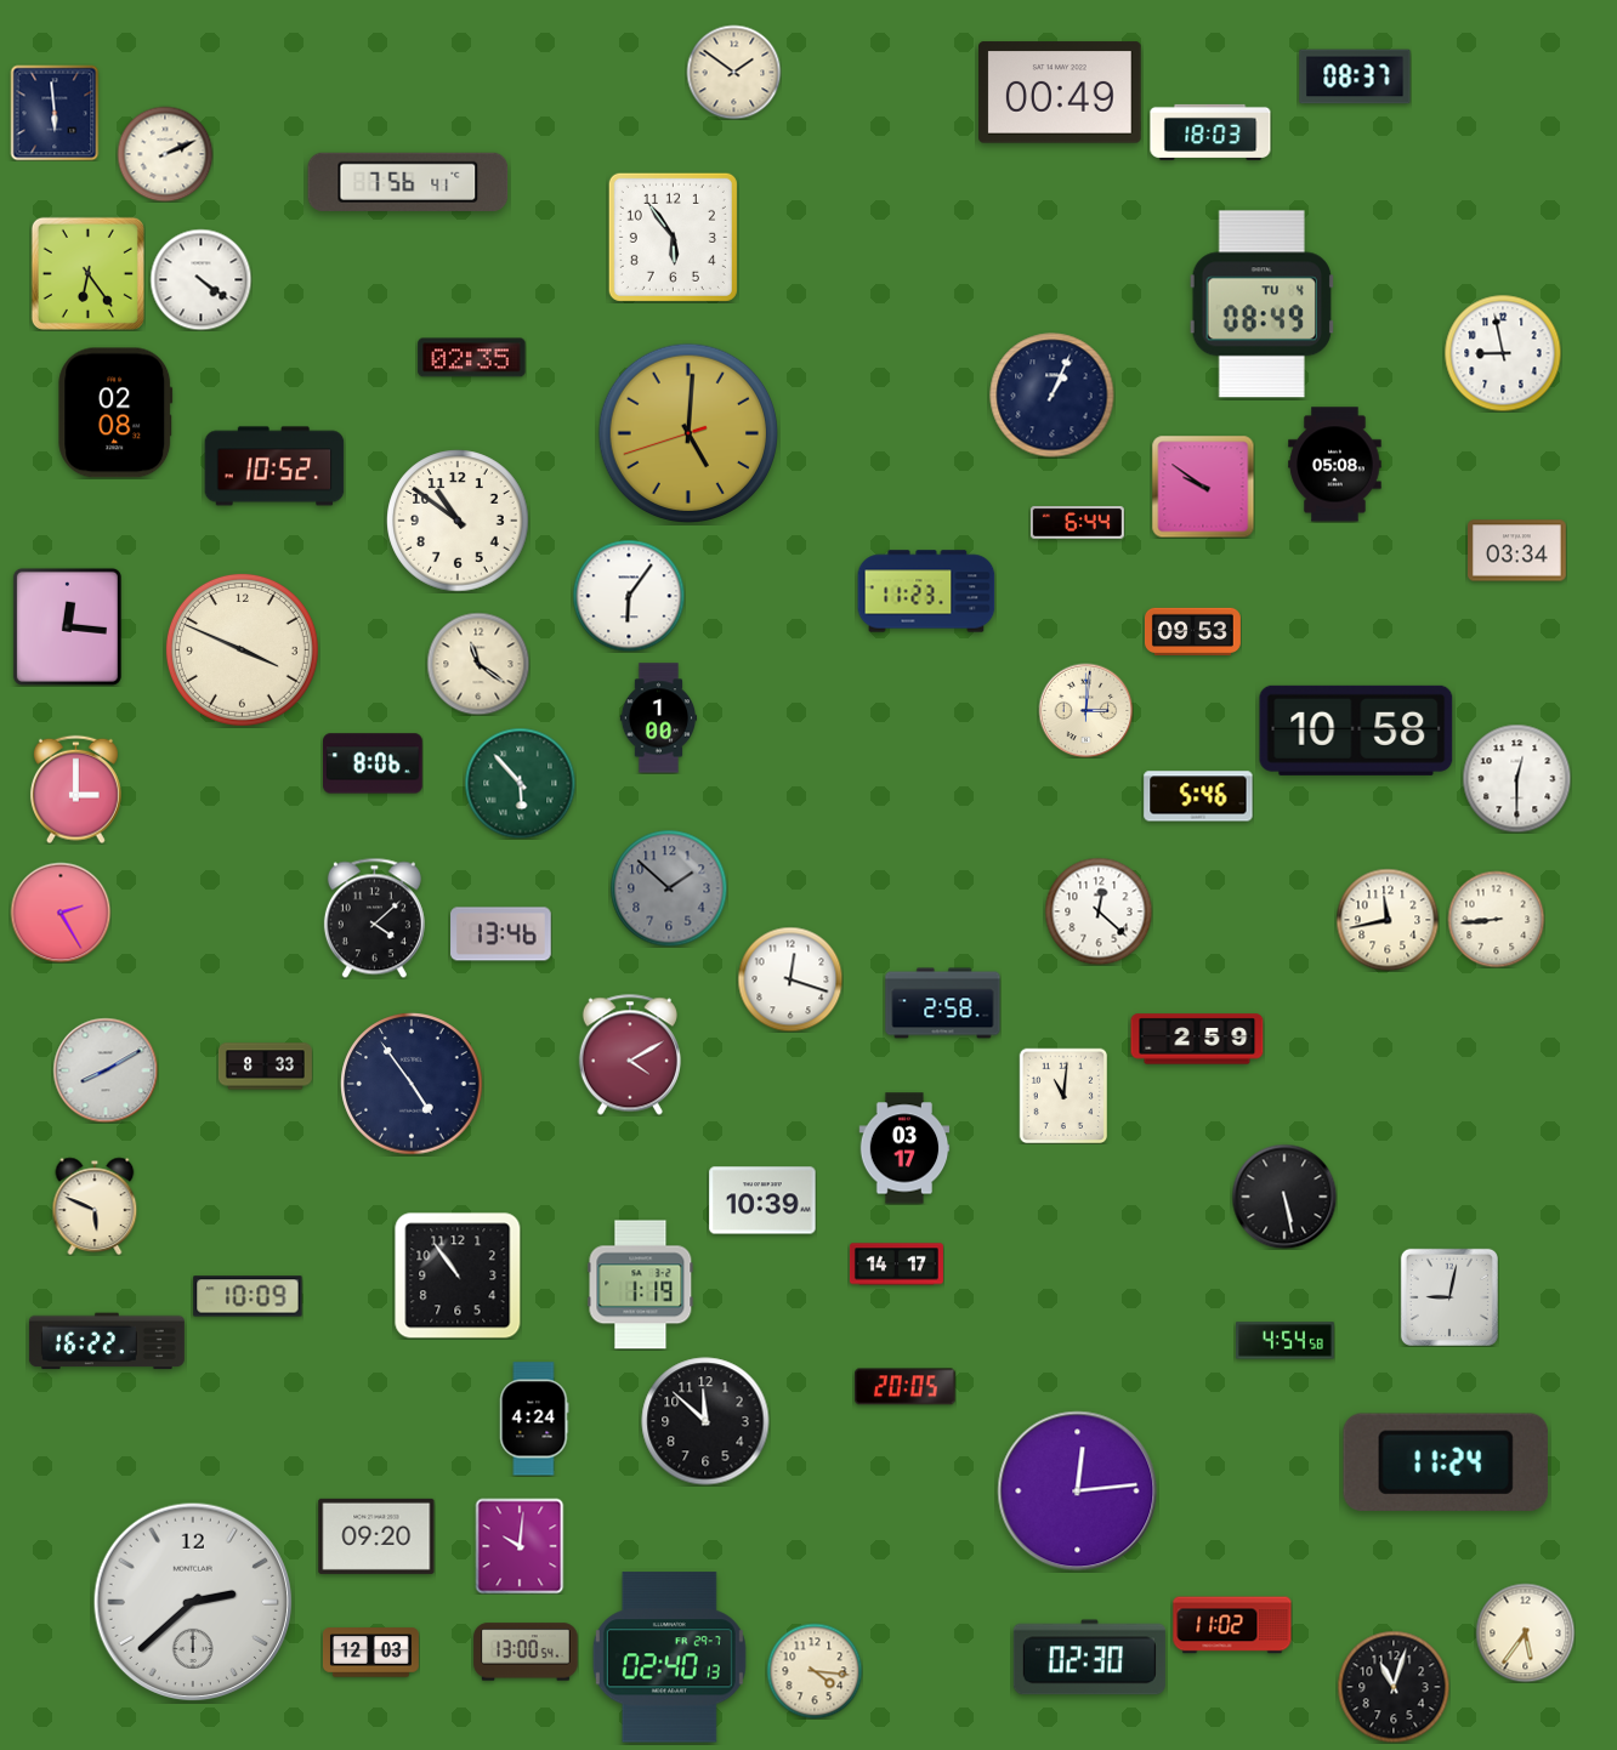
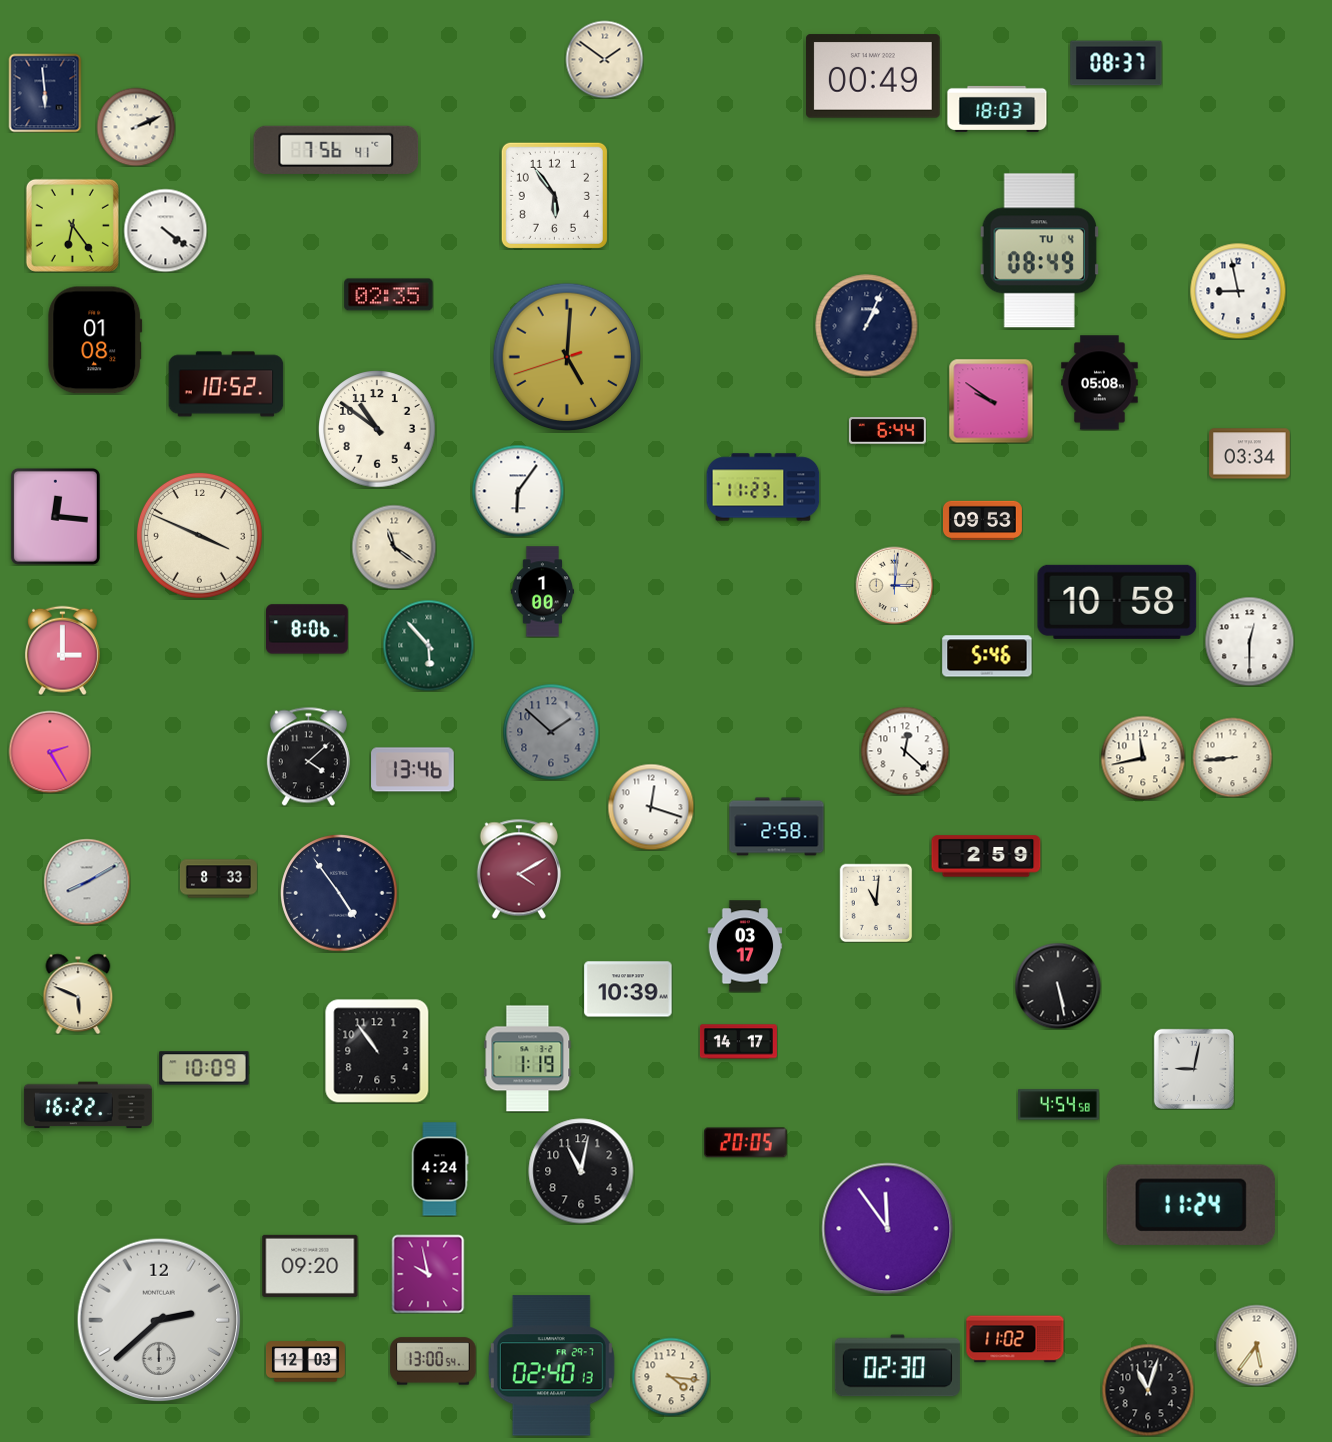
clock at (115, 413): 02:08 -> 01:08
clock at (705, 1421): 11:52 -> 11:02
clock at (1078, 1492): 12:14 -> 11:54
clock at (520, 1546): 10:01 -> 9:58
